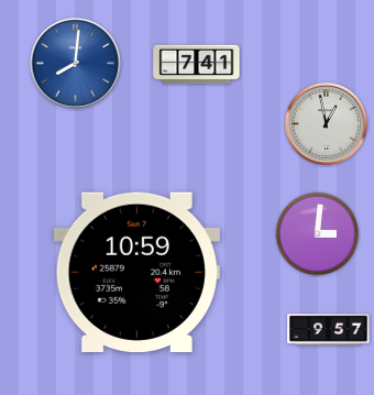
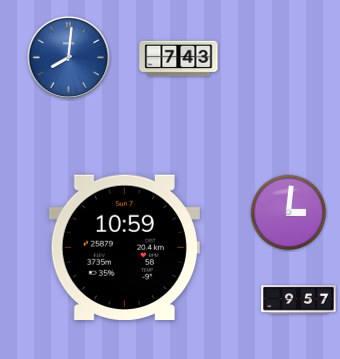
clock at (197, 65): 7:41 -> 7:43
clock at (326, 123): 12:58 -> none
